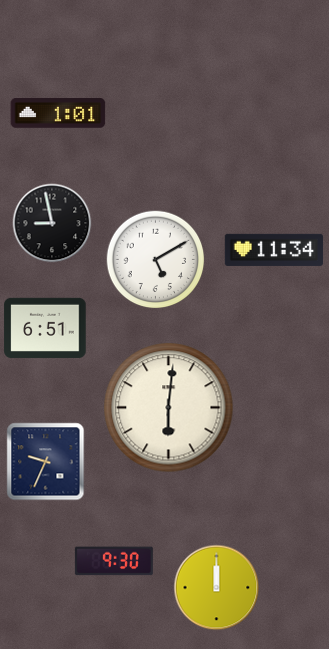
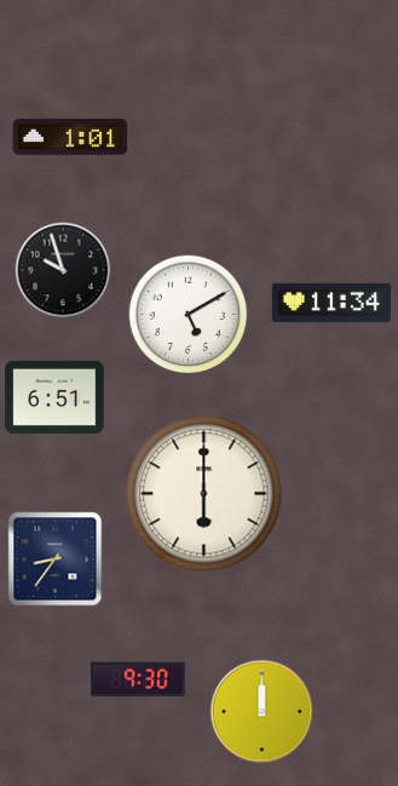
clock at (52, 223): 8:58 -> 9:57
clock at (169, 408): 6:01 -> 6:00
clock at (46, 462): 9:34 -> 8:36
